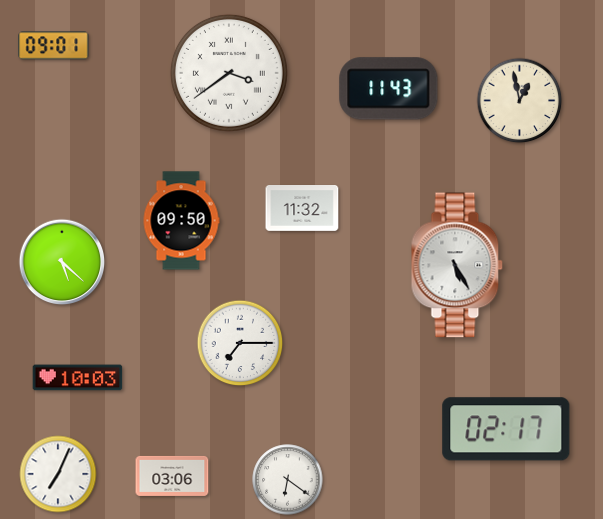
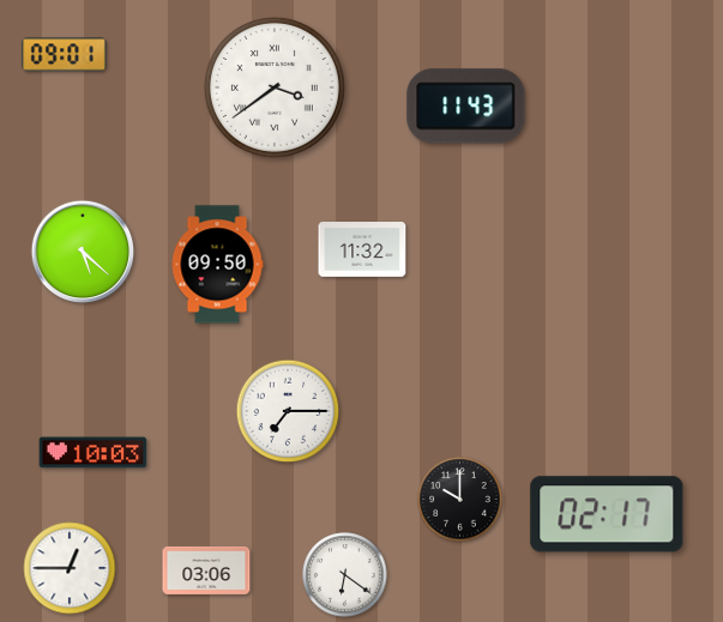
clock at (520, 101): 12:58 -> none
clock at (62, 262) position: (62, 262) -> (83, 252)
clock at (457, 265): 5:25 -> none
clock at (460, 500): none -> 10:00
clock at (58, 474): 7:04 -> 12:45
